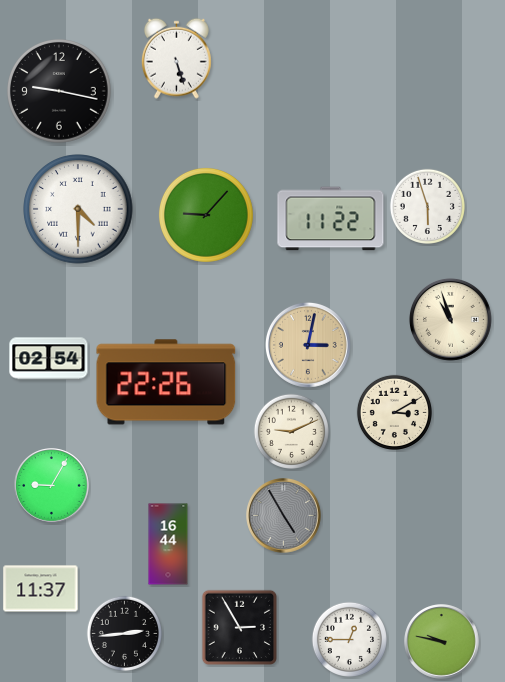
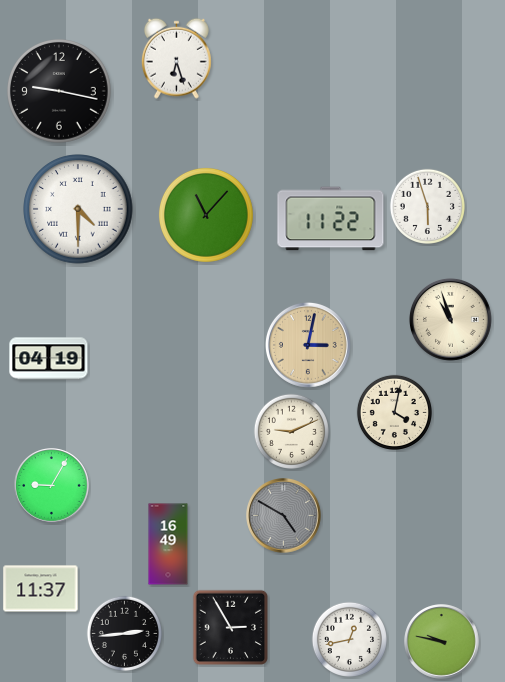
clock at (176, 58): 5:27 -> 6:27
clock at (206, 215): 9:07 -> 11:07
clock at (49, 359): 02:54 -> 04:19
clock at (166, 382): 22:26 -> none
clock at (394, 412): 3:10 -> 4:02
clock at (284, 516): 4:55 -> 4:50
clock at (168, 544): 16:44 -> 16:49
clock at (240, 628) position: (240, 628) -> (231, 628)
clock at (349, 639): 12:45 -> 12:43
